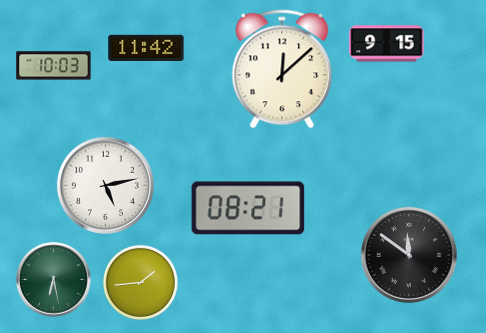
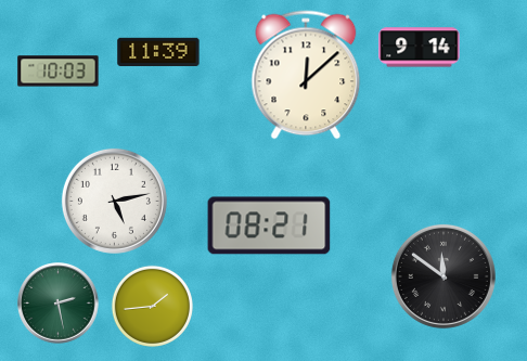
clock at (387, 44): 9:15 -> 9:14
clock at (146, 47): 11:42 -> 11:39
clock at (54, 280): 6:28 -> 2:28
